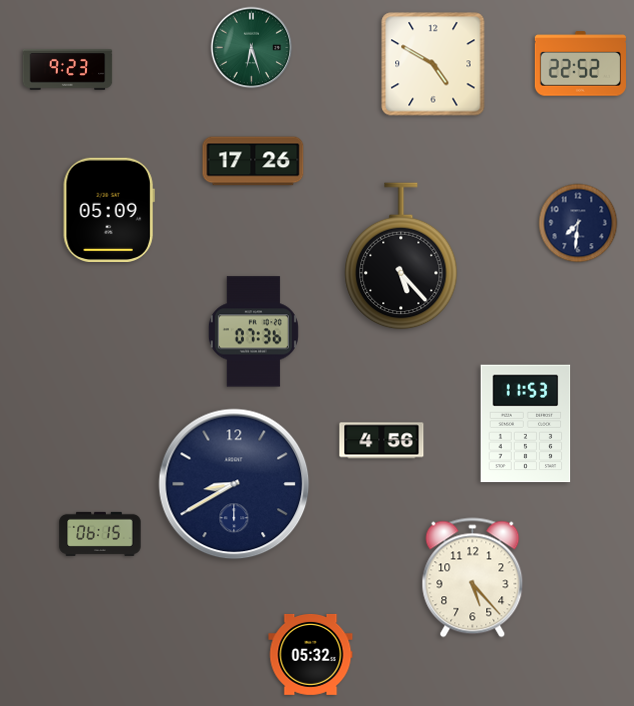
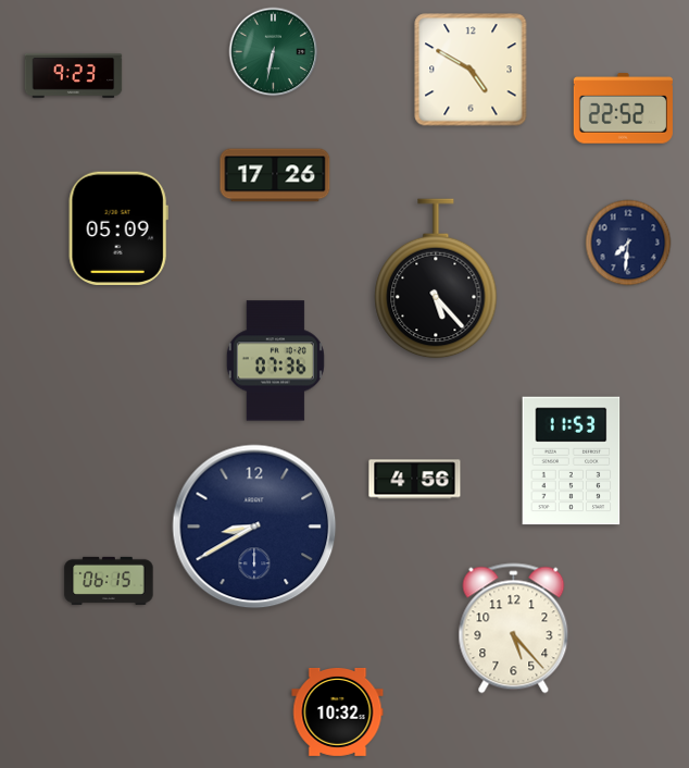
clock at (252, 48): 6:27 -> 6:32
clock at (580, 64) position: (580, 64) -> (623, 109)
clock at (311, 654): 05:32 -> 10:32
